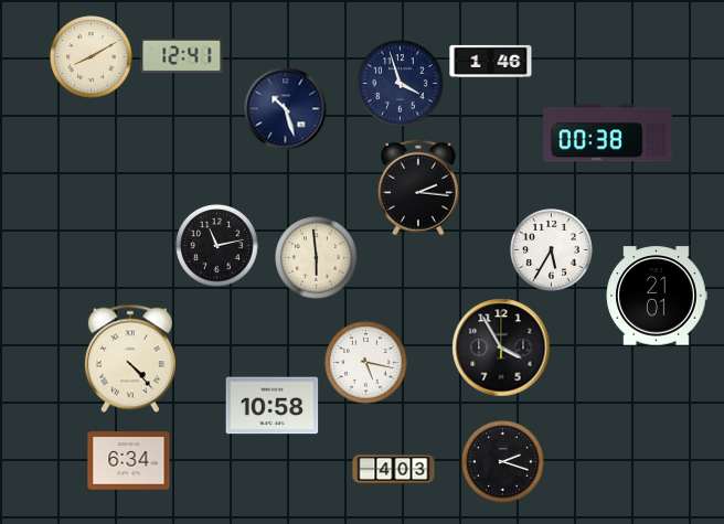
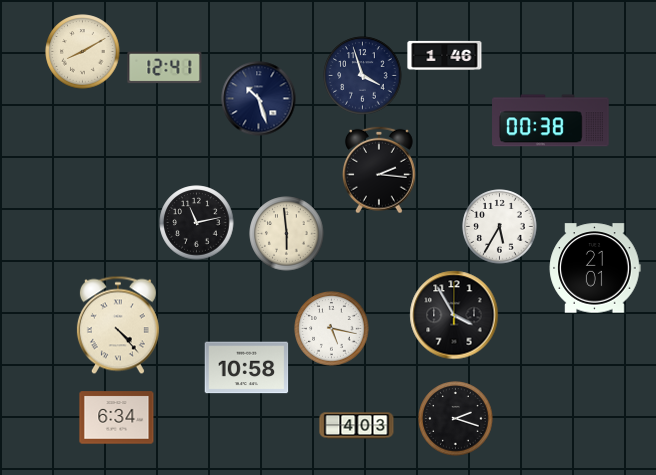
clock at (182, 56) position: (182, 56) -> (165, 68)
